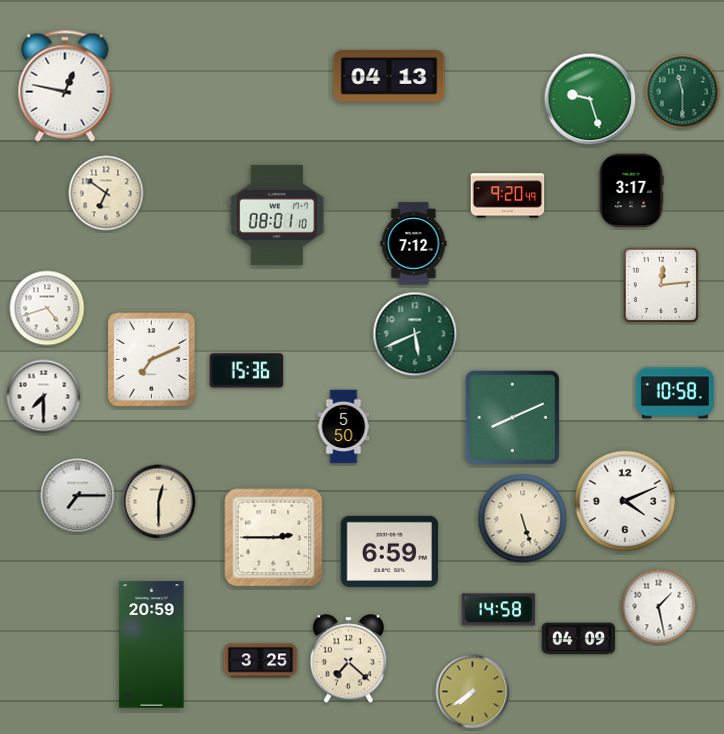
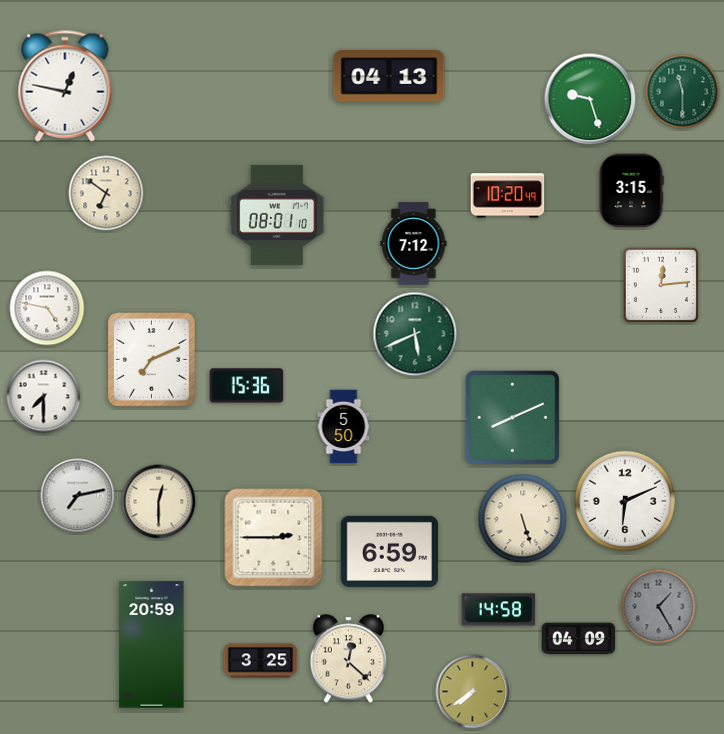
clock at (631, 191): 3:17 -> 3:15
clock at (508, 196): 9:20 -> 10:20
clock at (47, 308): 4:42 -> 4:47
clock at (247, 371) position: (247, 371) -> (247, 386)
clock at (675, 393): 10:58 -> none
clock at (78, 496): 7:15 -> 7:13
clock at (624, 500): 4:11 -> 6:11
clock at (659, 607): 1:28 -> 1:25
clock at (659, 607) dial: white -> grey
clock at (348, 659): 7:22 -> 12:22
